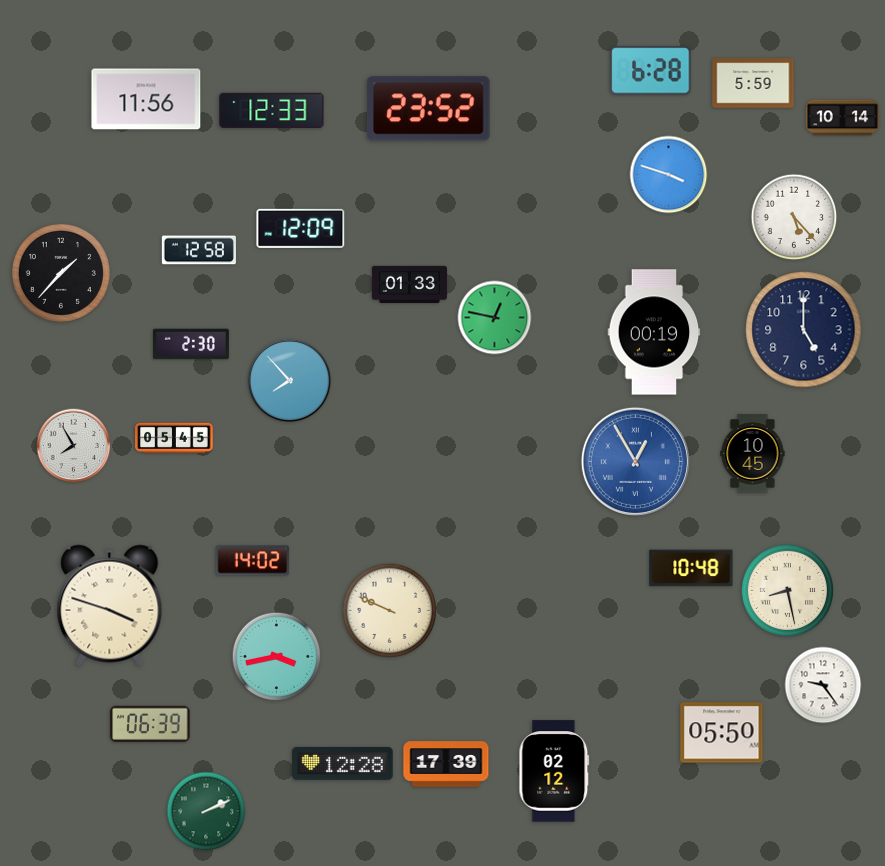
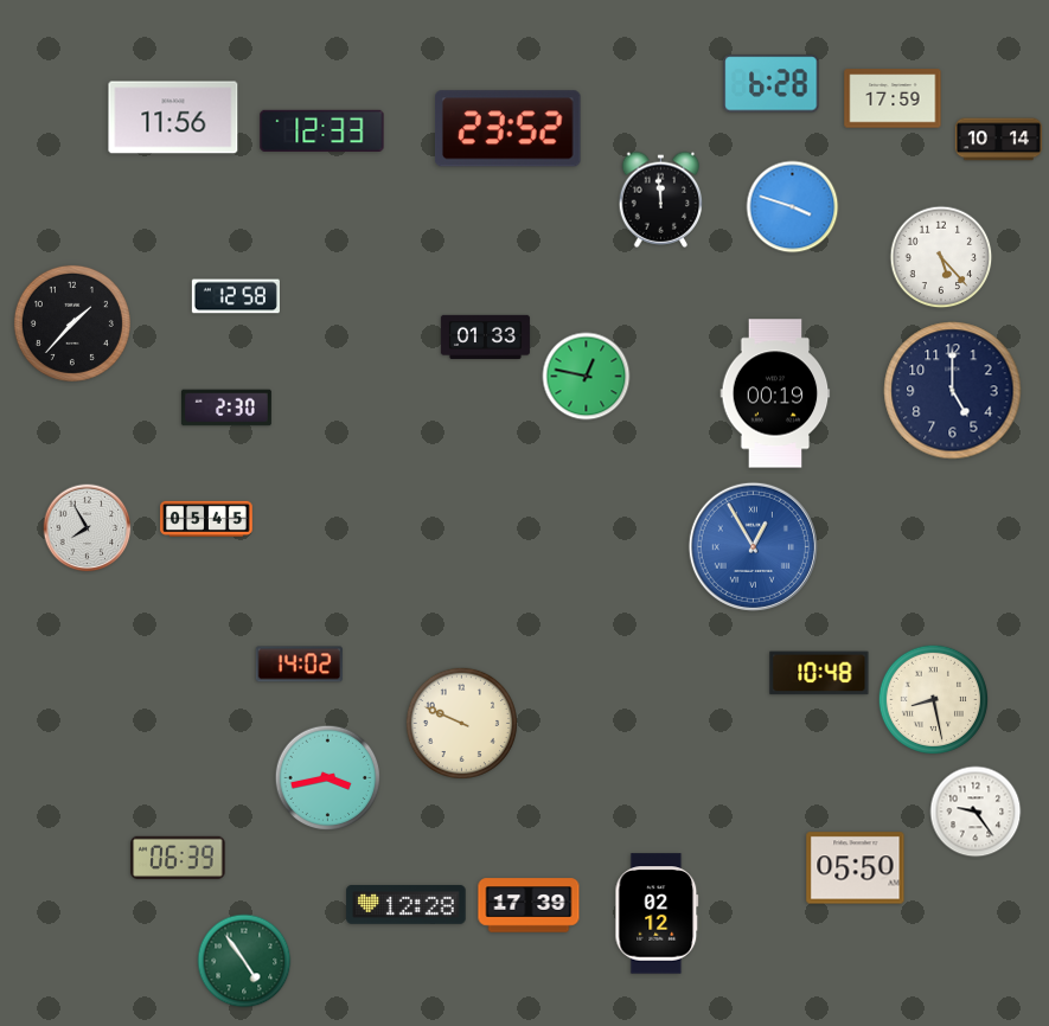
clock at (753, 83): 5:59 -> 17:59
clock at (661, 199): none -> 11:59
clock at (301, 228): 12:09 -> none
clock at (290, 381): 7:53 -> none
clock at (753, 454): 10:45 -> none
clock at (110, 606): 3:48 -> none
clock at (206, 811): 2:11 -> 4:54
